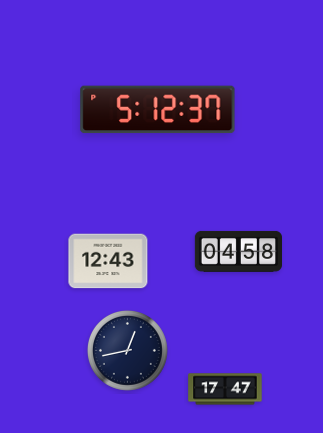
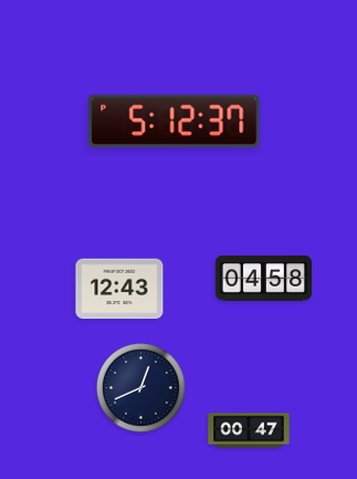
clock at (127, 350): 12:43 -> 12:41
clock at (225, 389): 17:47 -> 00:47
